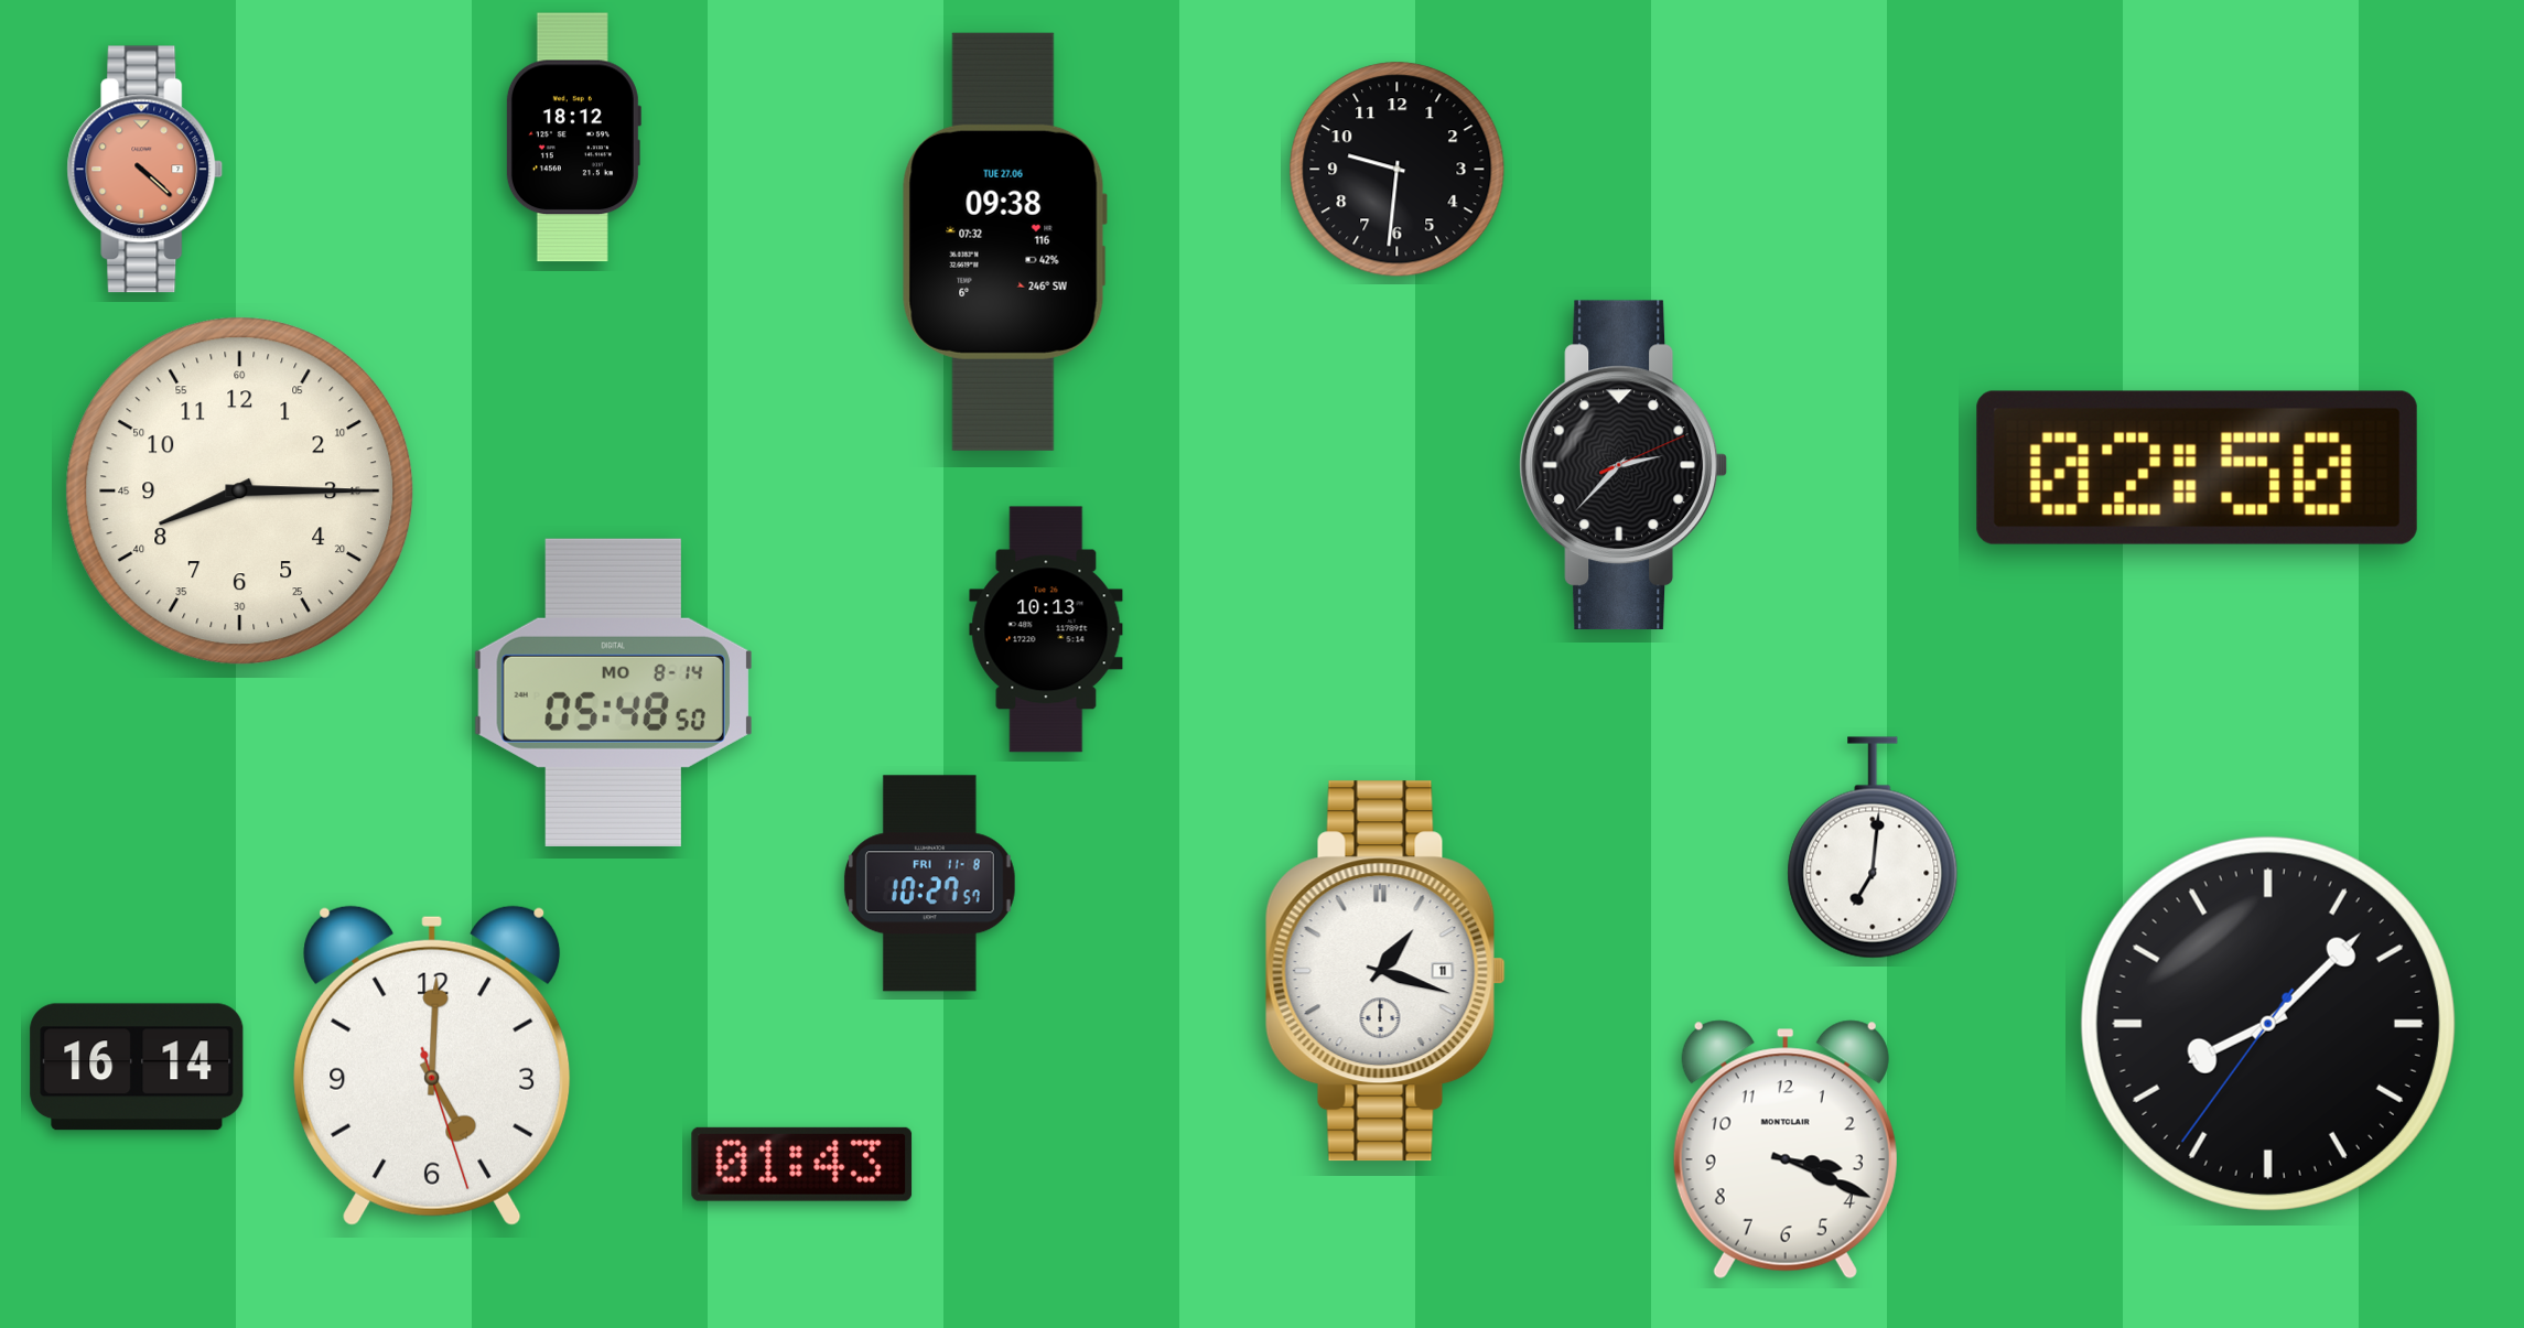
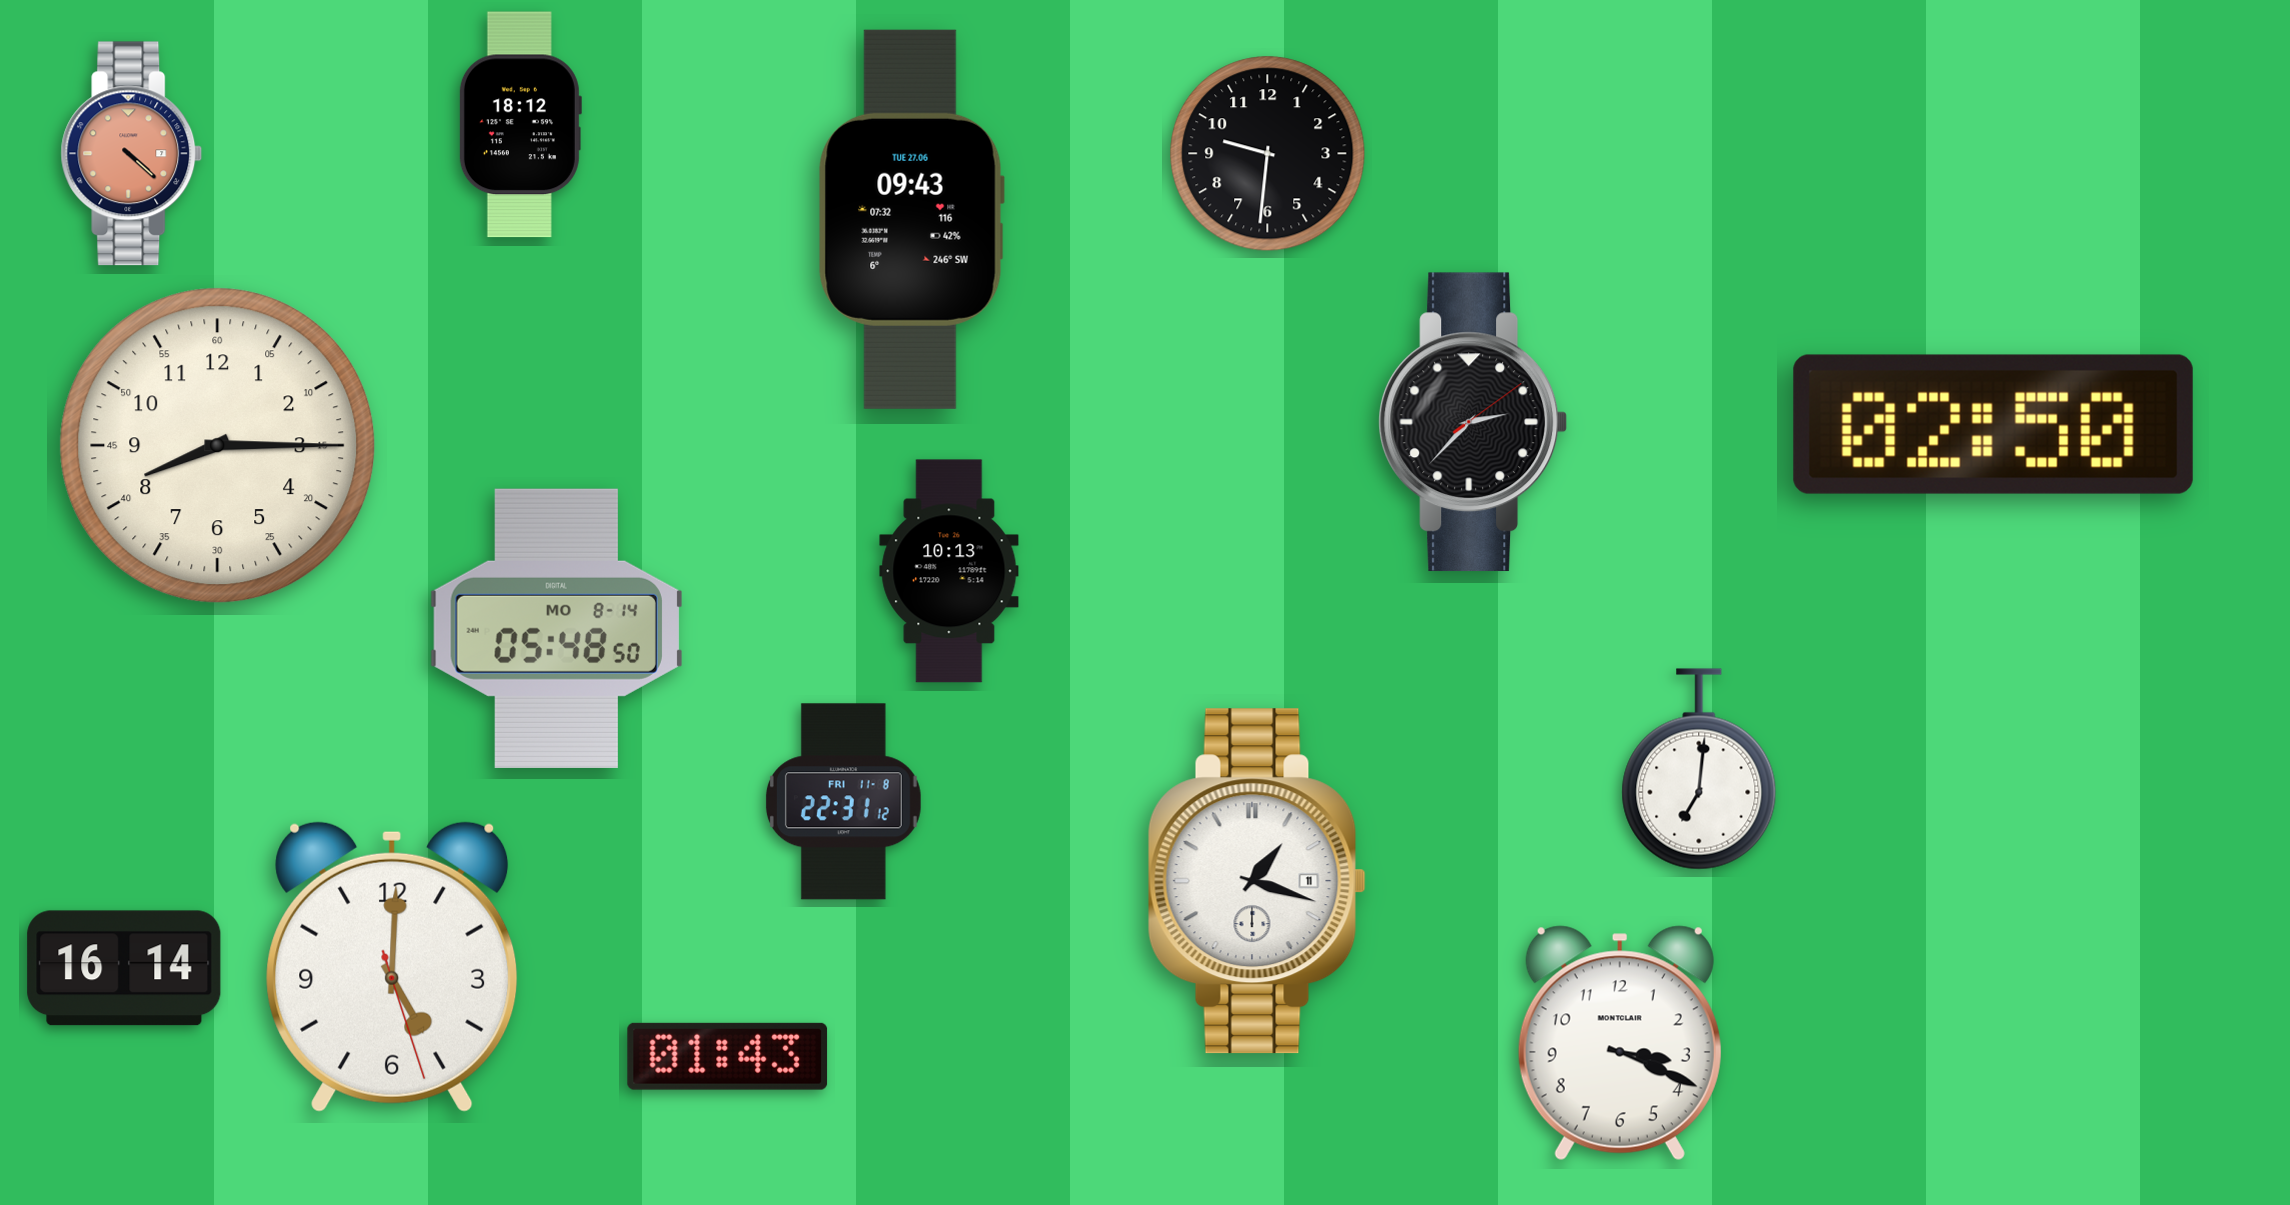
clock at (1004, 241): 09:38 -> 09:43
clock at (1622, 465): 2:37:11 -> 2:37:09
clock at (929, 884): 10:27 -> 22:31
clock at (2268, 1024): 8:07 -> none
